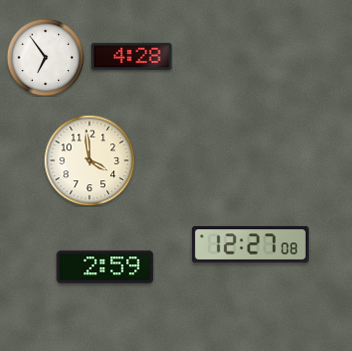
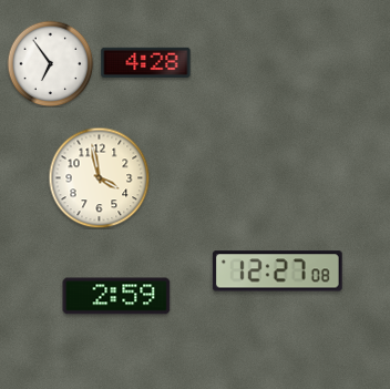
clock at (89, 160): 3:59 -> 3:58
